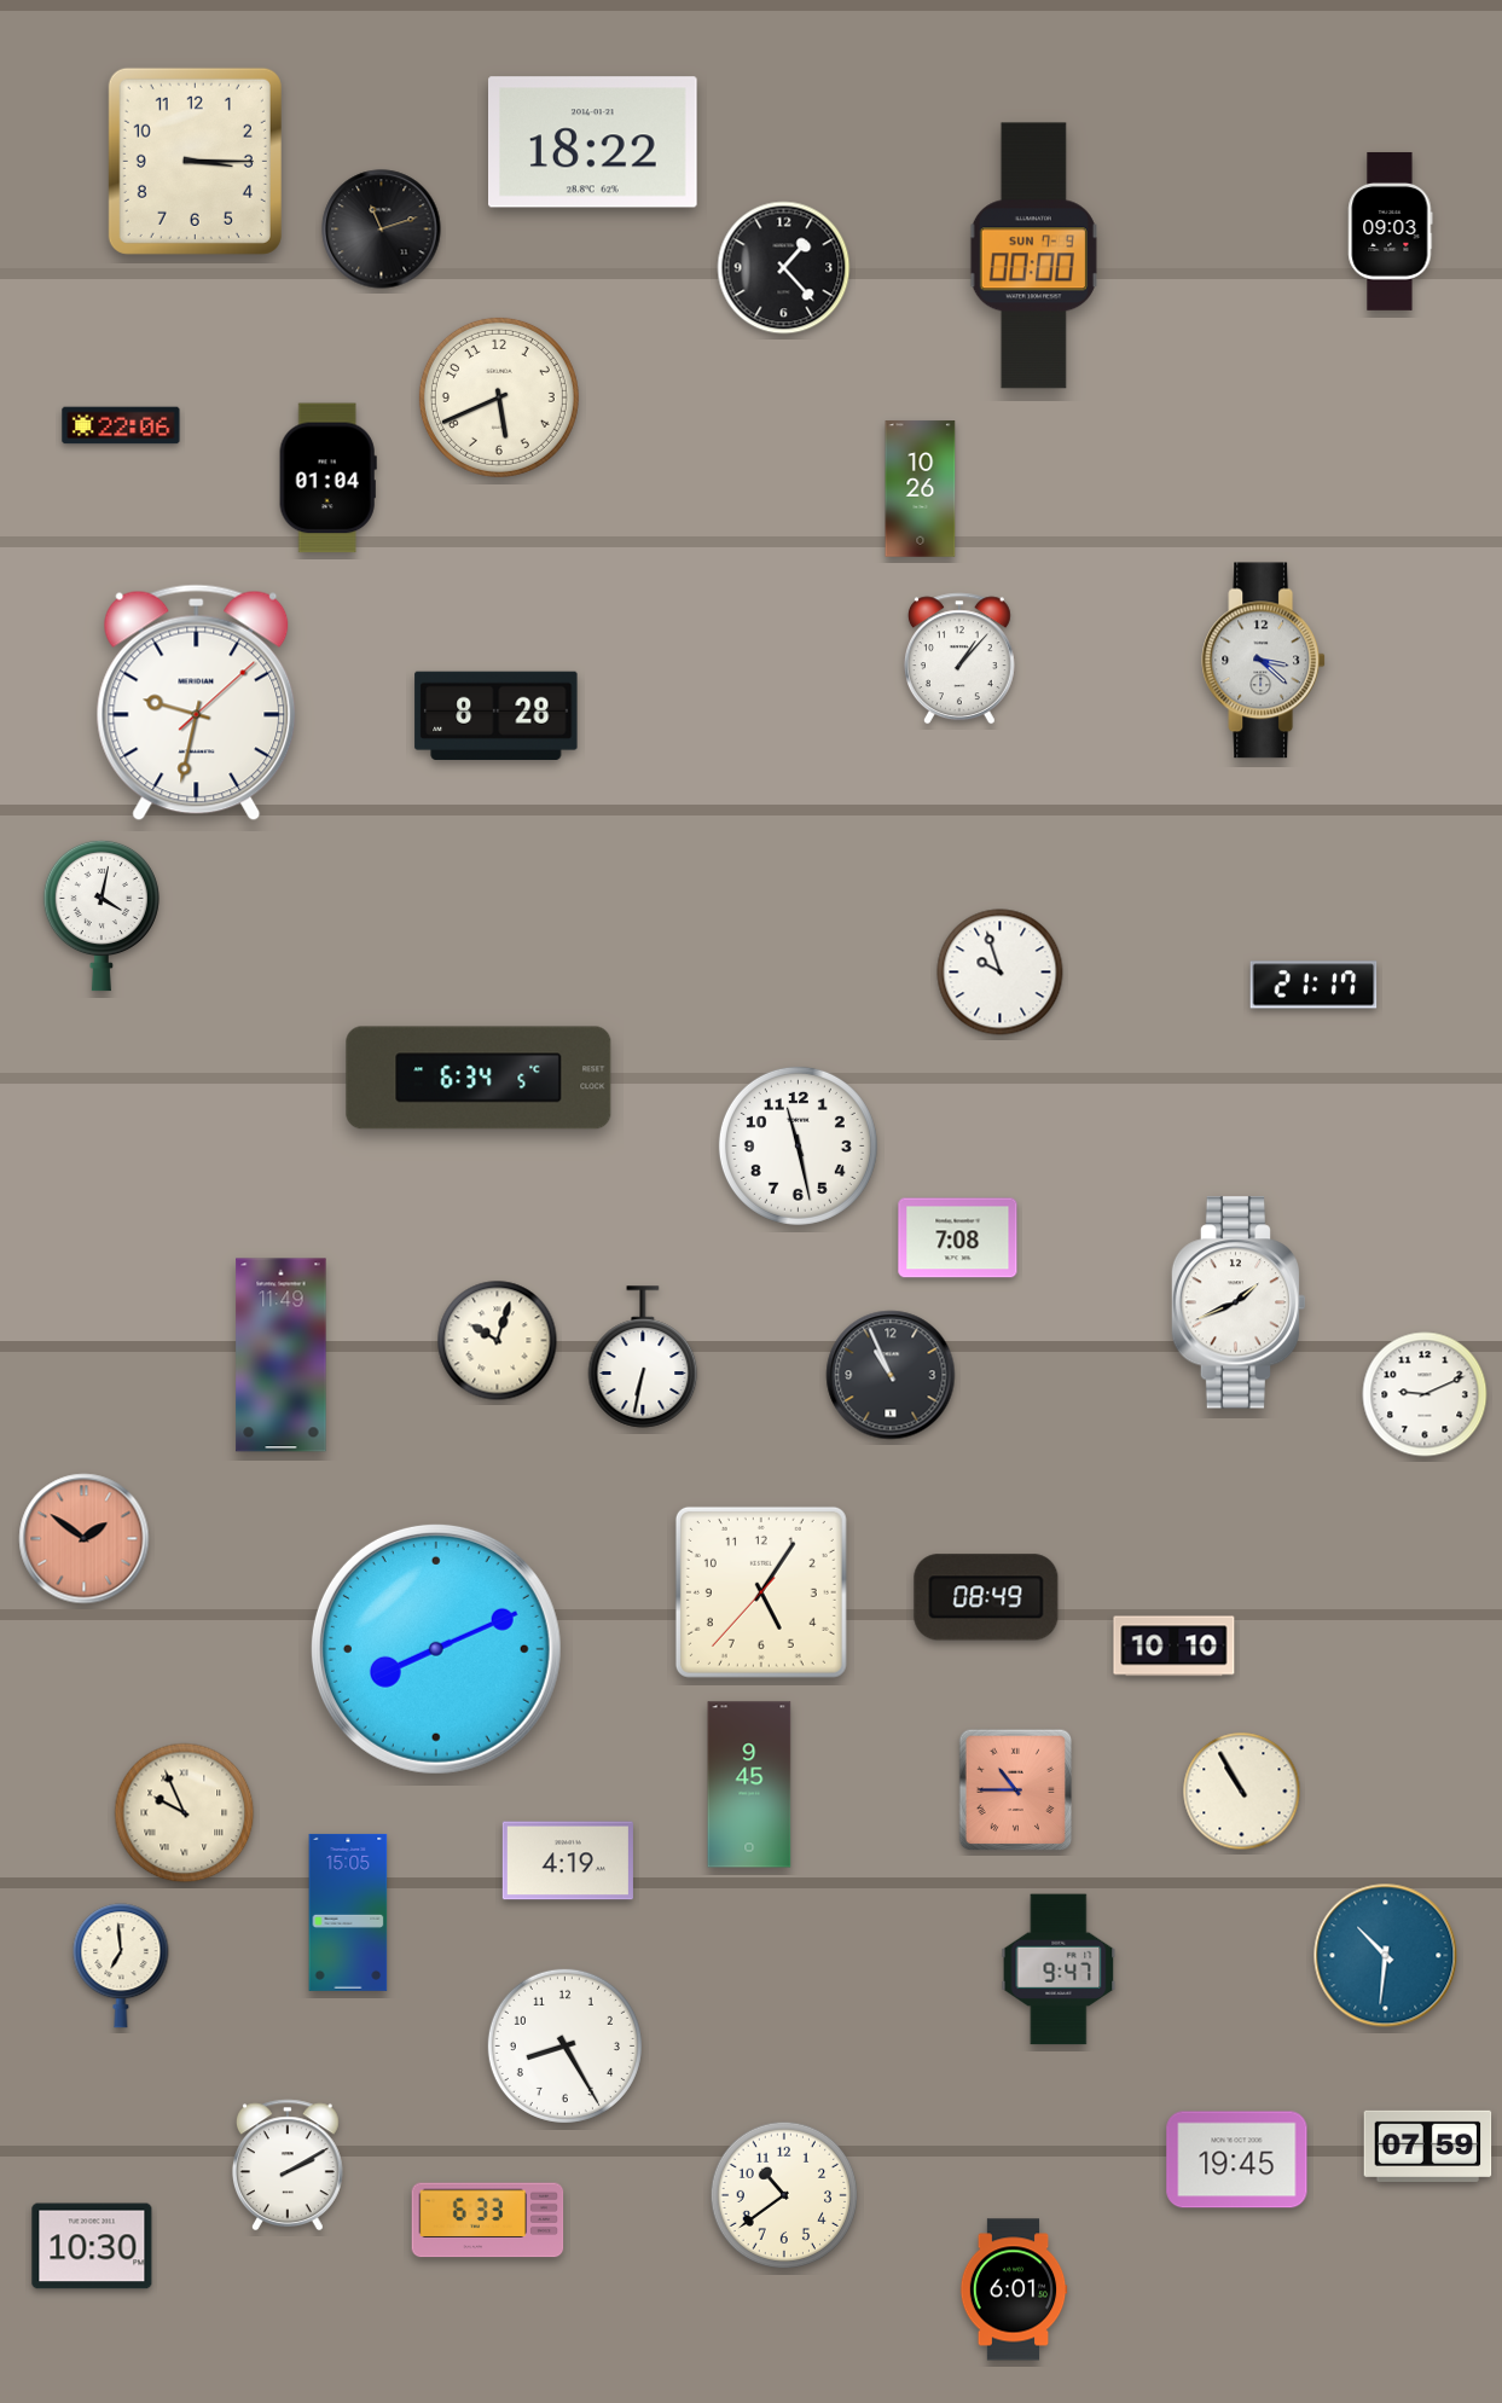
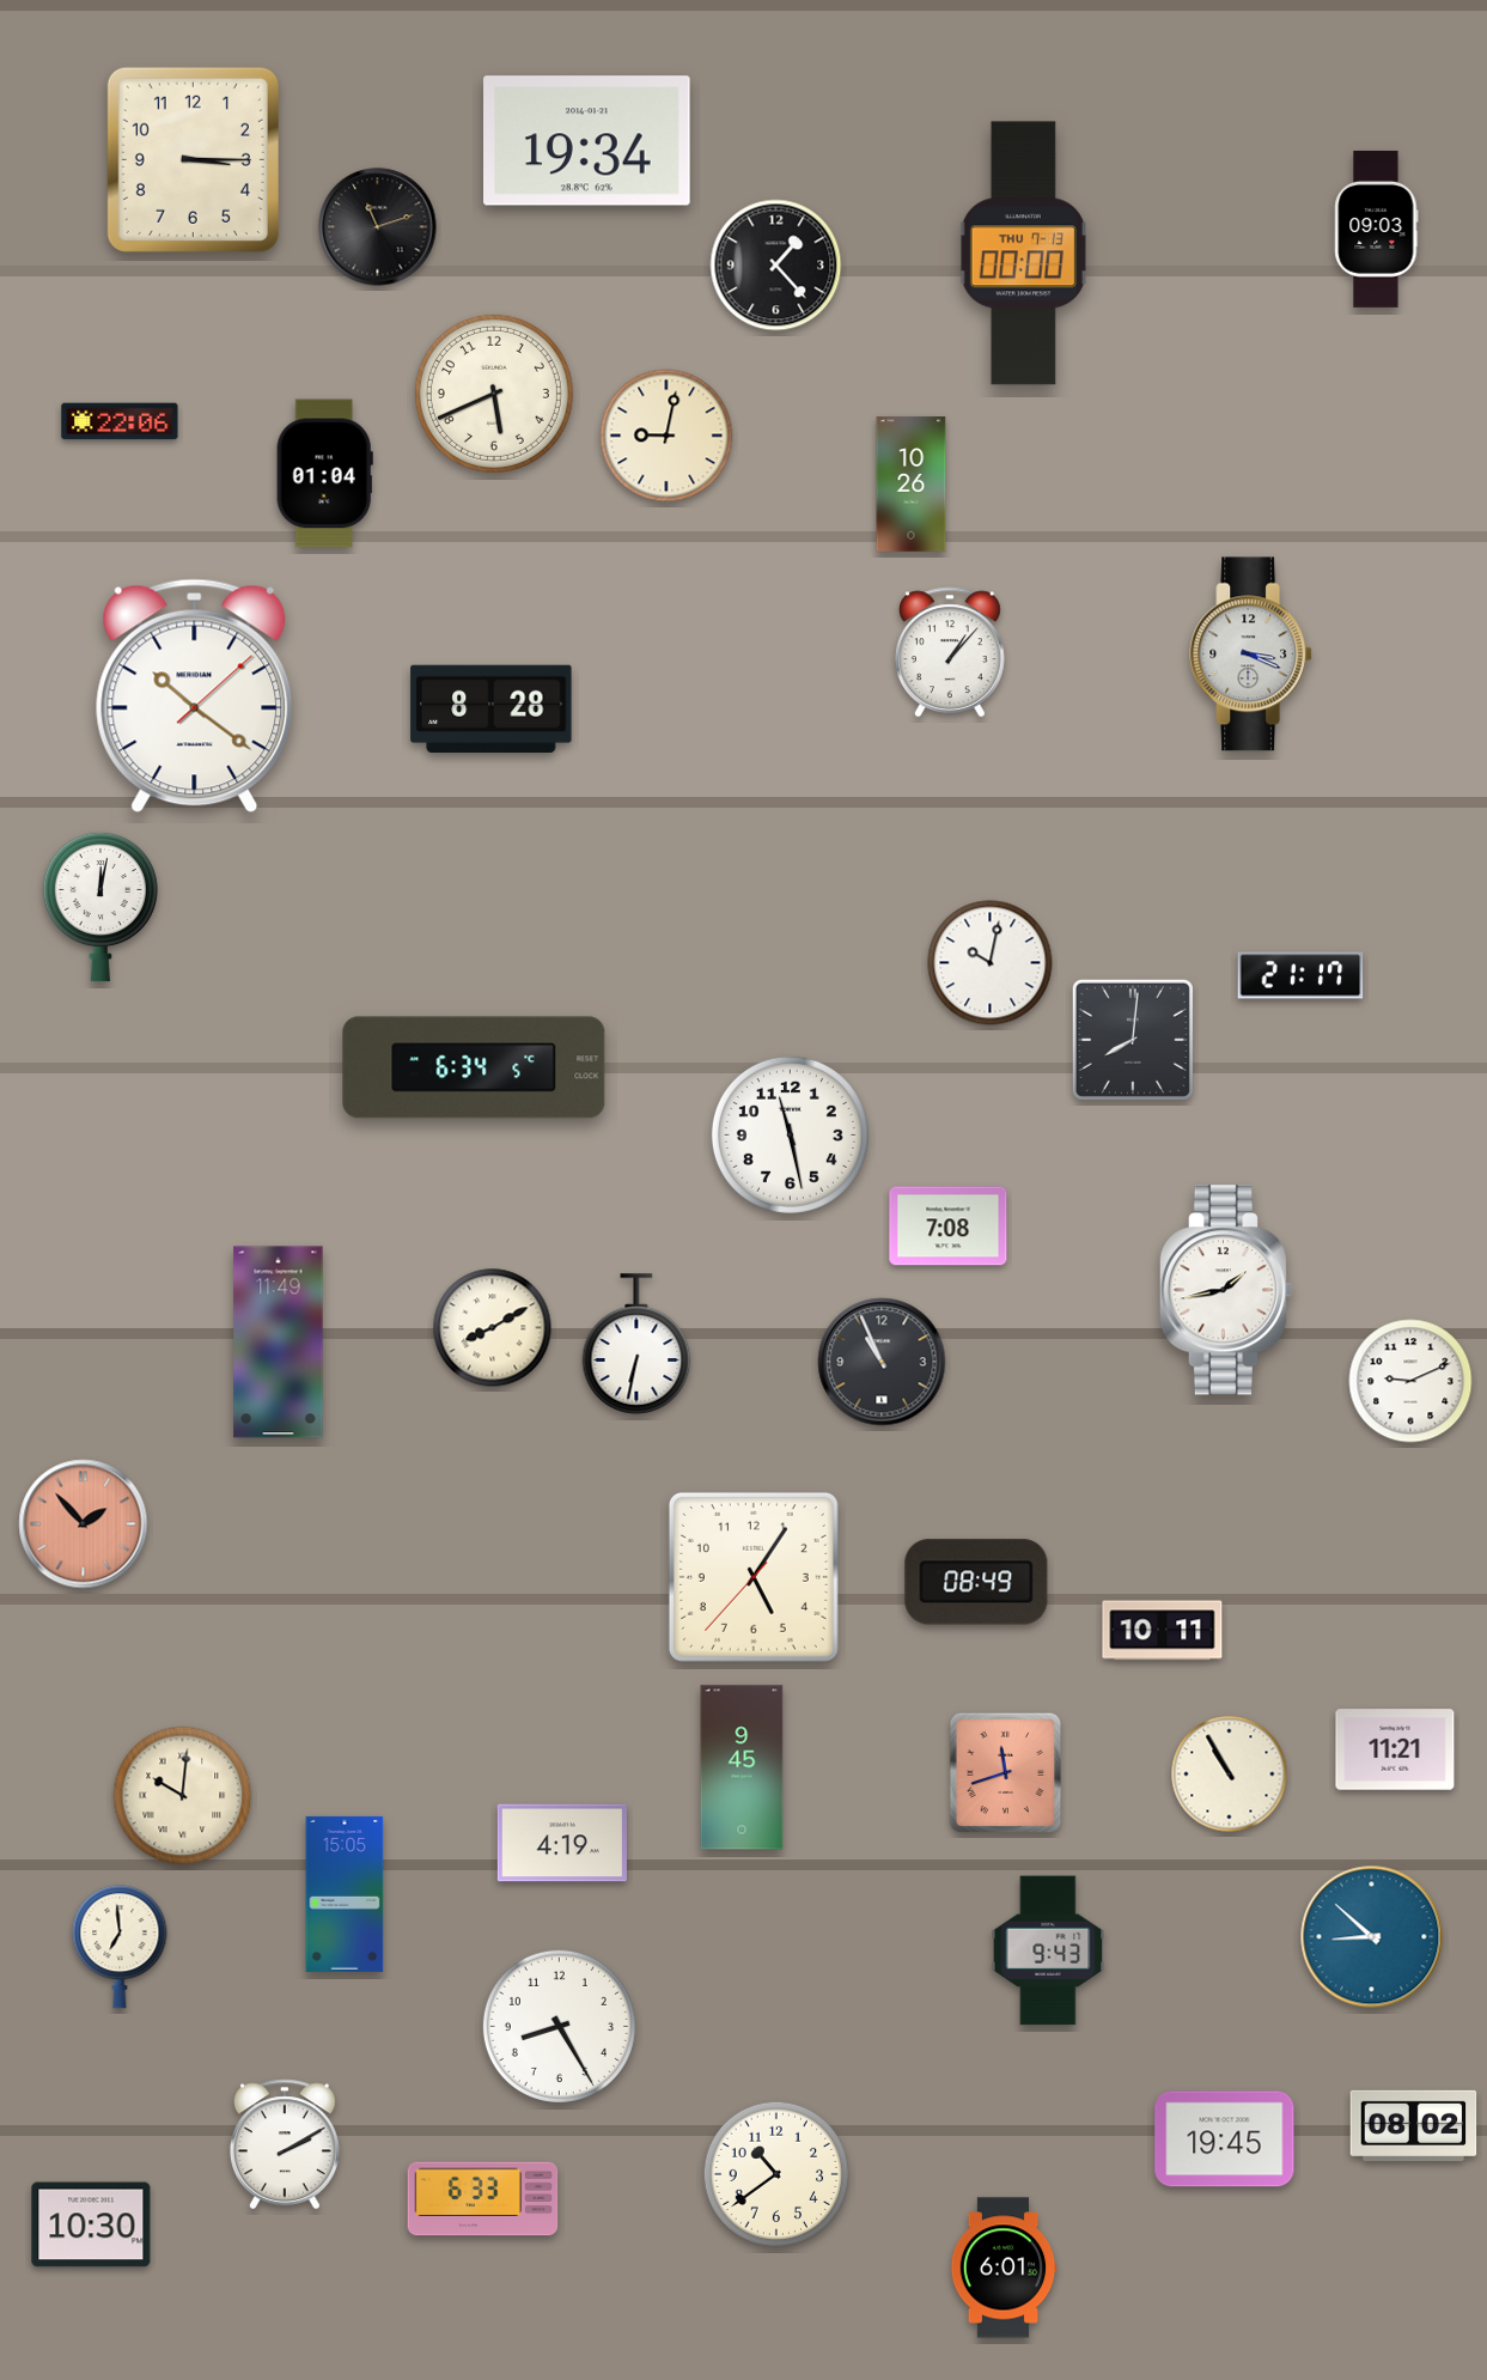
clock at (593, 143): 18:22 -> 19:34
clock at (1033, 256) date: SUN 7-9 -> THU 7-13
clock at (666, 436): none -> 9:02
clock at (1264, 661): 3:22 -> 3:19
clock at (197, 703): 9:32 -> 10:21
clock at (102, 916): 4:02 -> 12:02
clock at (1001, 973): 9:57 -> 10:02
clock at (1133, 1040): none -> 8:01
clock at (1239, 1302): 1:41 -> 1:43
clock at (498, 1341): 10:03 -> 8:10
clock at (85, 1539): 1:51 -> 1:53
clock at (1175, 1647): 10:10 -> 10:11
clock at (436, 1649): 8:11 -> none
clock at (1395, 1749): none -> 11:21
clock at (1016, 1790): 10:45 -> 11:42
clock at (185, 1813): 9:56 -> 10:01
clock at (1386, 1956): 10:31 -> 8:52
clock at (1059, 1969): 9:47 -> 9:43
clock at (1428, 2146): 07:59 -> 08:02
